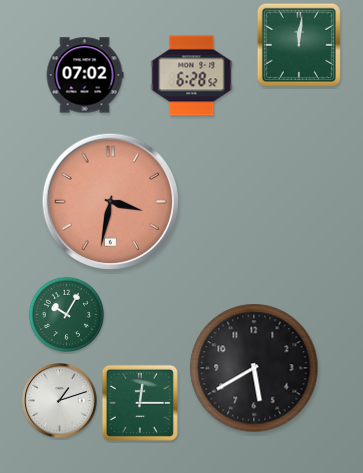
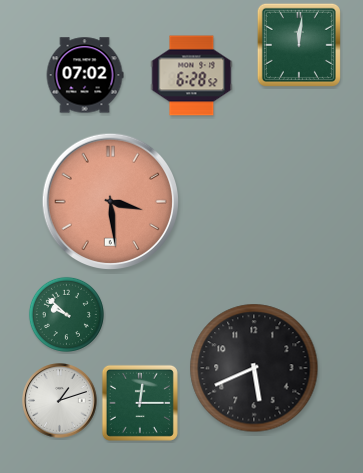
clock at (110, 201): 3:32 -> 3:29
clock at (66, 314): 10:05 -> 9:52
clock at (254, 368): 5:40 -> 5:41
